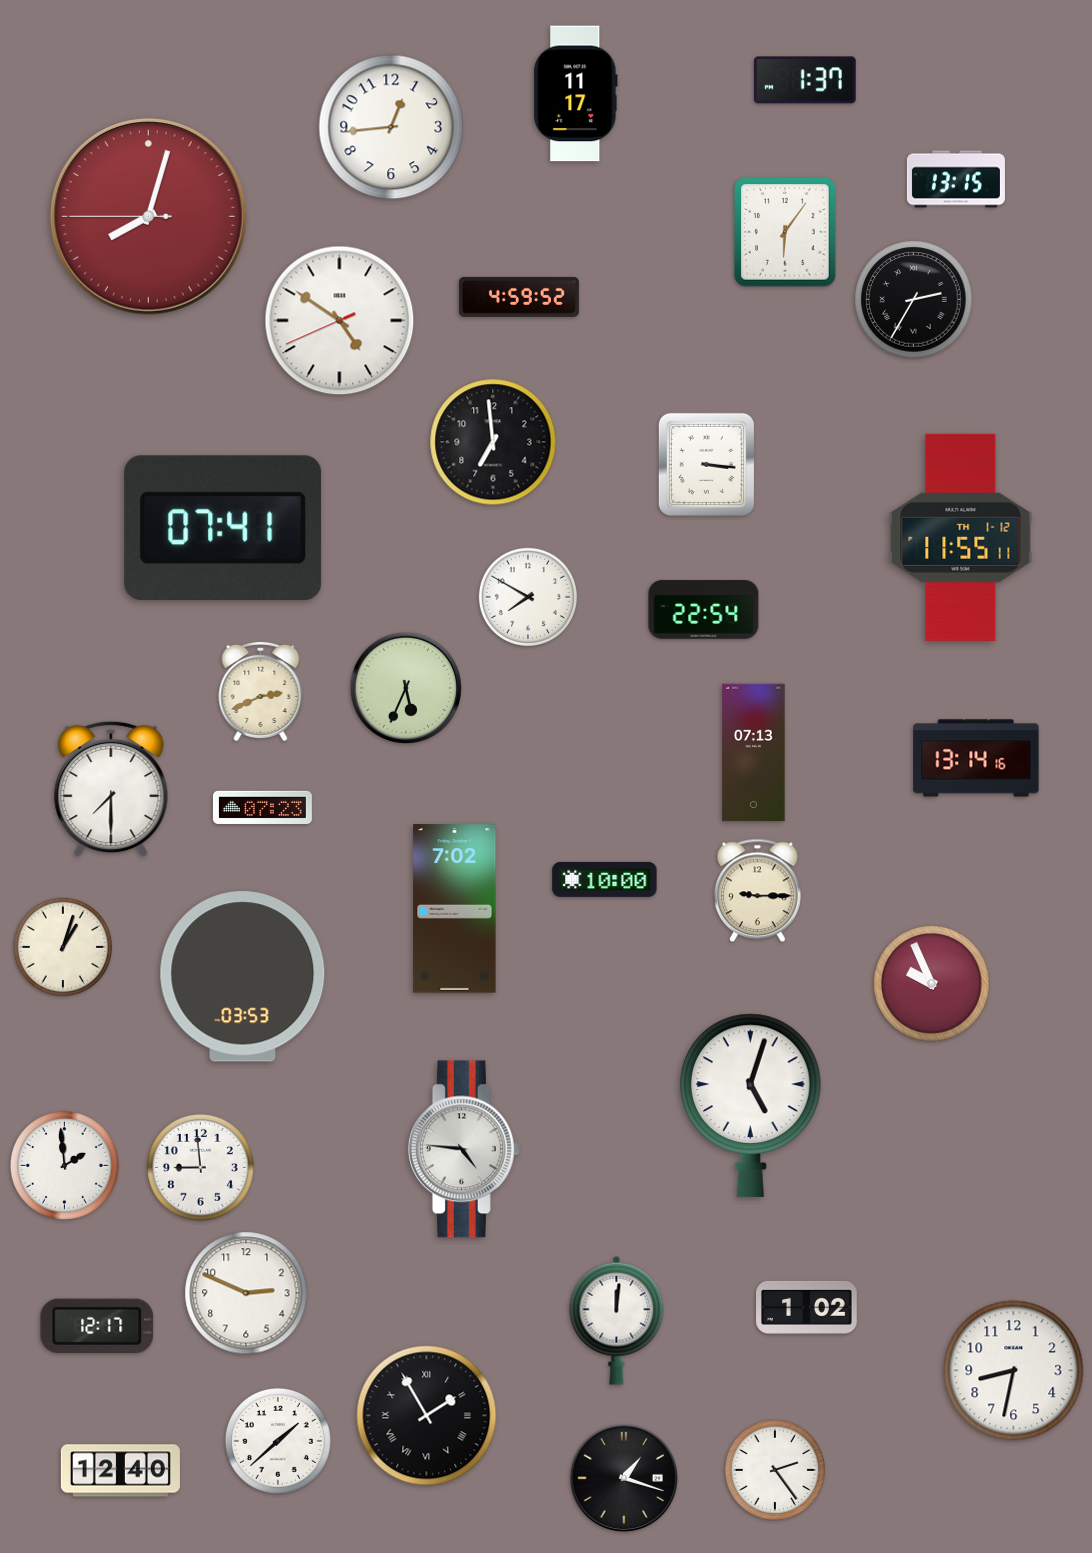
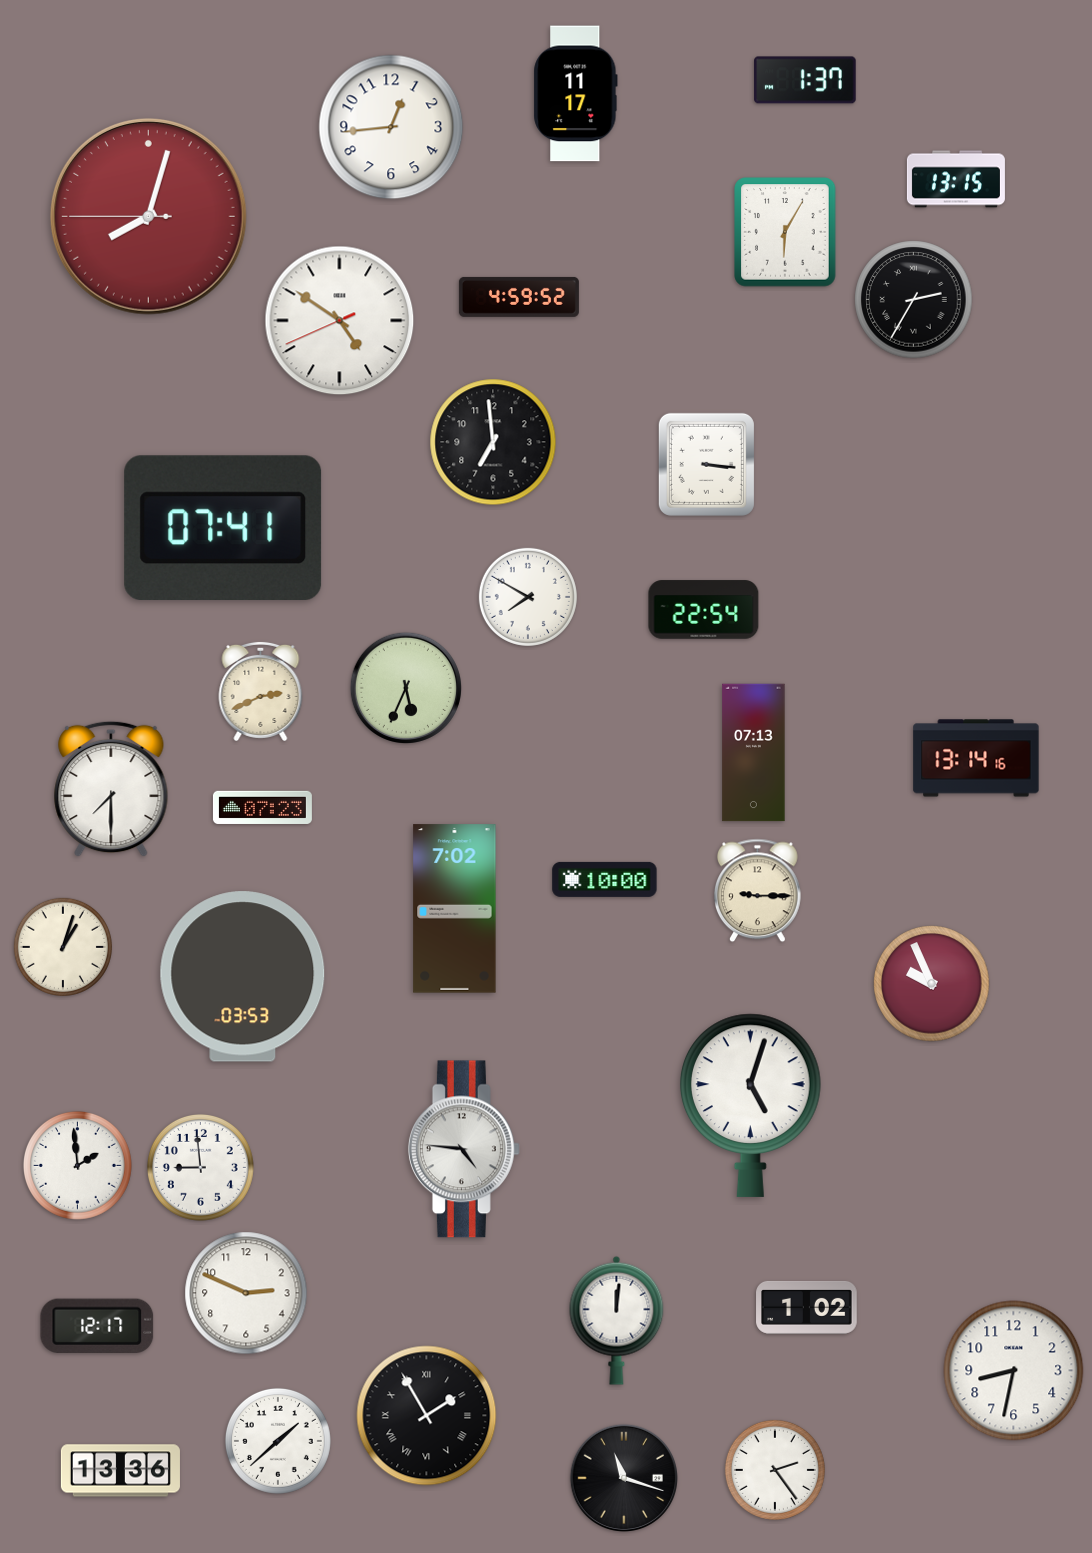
clock at (785, 232): 6:06 -> 6:05
clock at (961, 537): 11:55 -> none
clock at (65, 1165) position: (65, 1165) -> (78, 1165)
clock at (120, 1471): 12:40 -> 13:36
clock at (623, 1477): 1:18 -> 11:18
